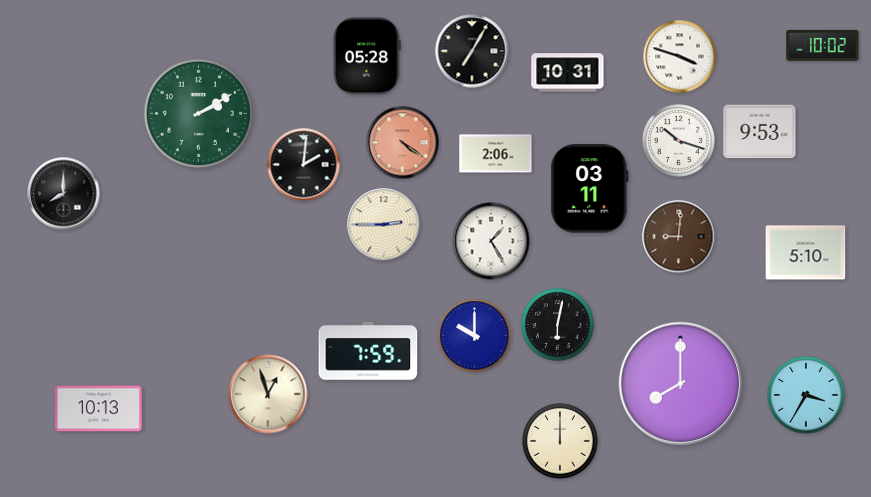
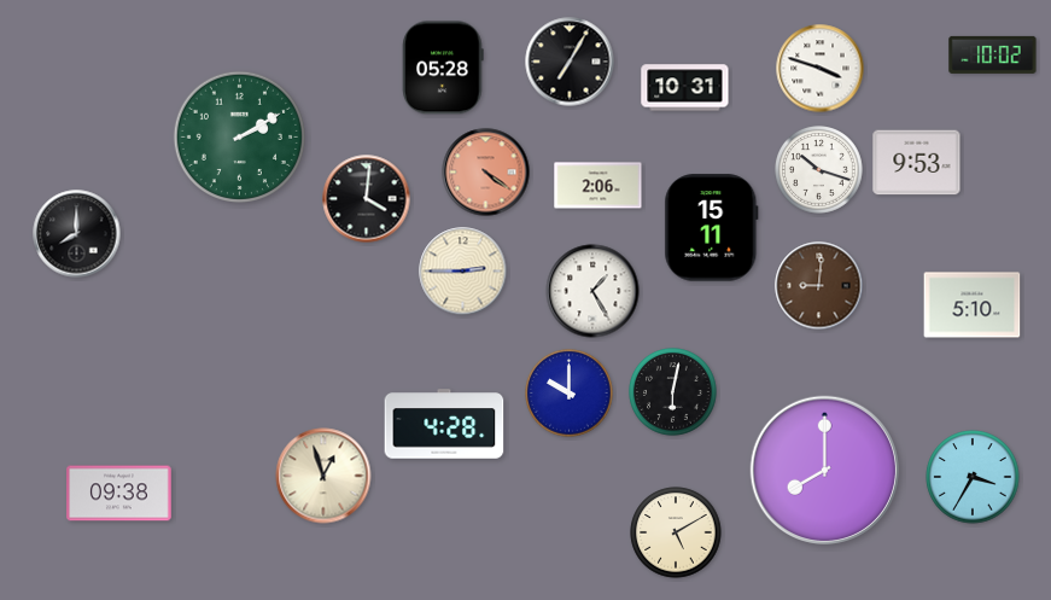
clock at (760, 132) position: (760, 132) -> (917, 163)
clock at (304, 165): 2:01 -> 4:01
clock at (590, 189): 03:11 -> 15:11
clock at (475, 336) position: (475, 336) -> (570, 394)
clock at (368, 351): 7:59 -> 4:28
clock at (681, 384) position: (681, 384) -> (825, 471)
clock at (99, 409): 10:13 -> 09:38
clock at (560, 441): 12:00 -> 5:10
